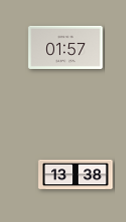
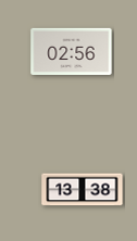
clock at (66, 47): 01:57 -> 02:56
